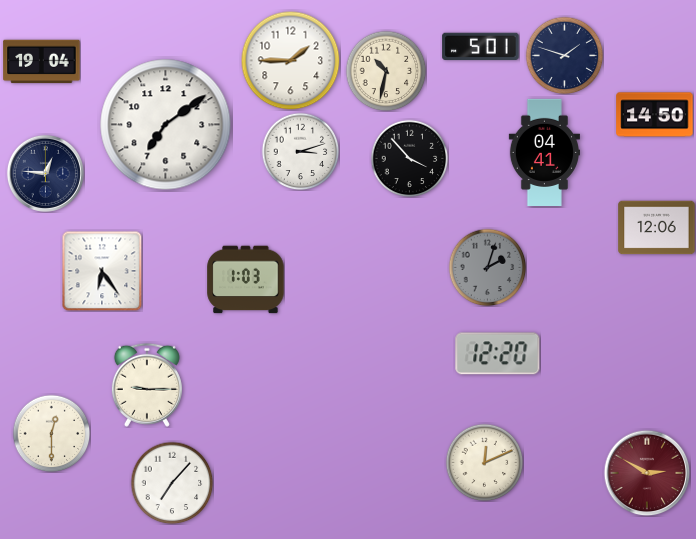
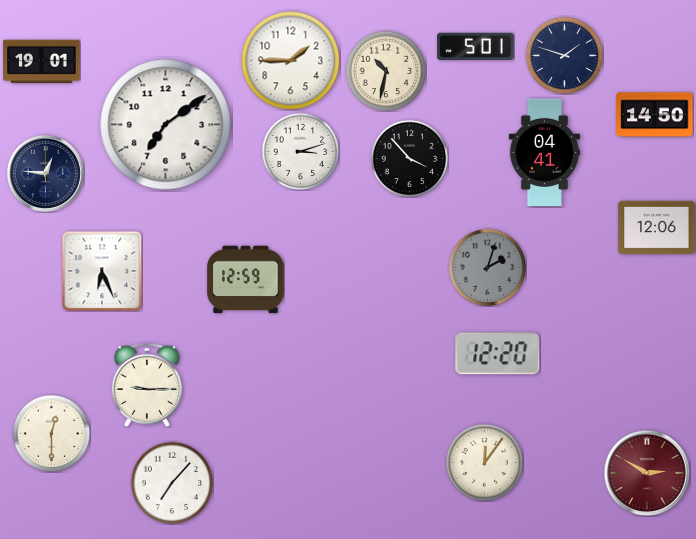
clock at (481, 47) position: (481, 47) -> (476, 47)
clock at (42, 62): 19:04 -> 19:01
clock at (102, 271): 6:24 -> 6:26
clock at (246, 280): 1:03 -> 12:59
clock at (484, 462): 12:11 -> 12:06
